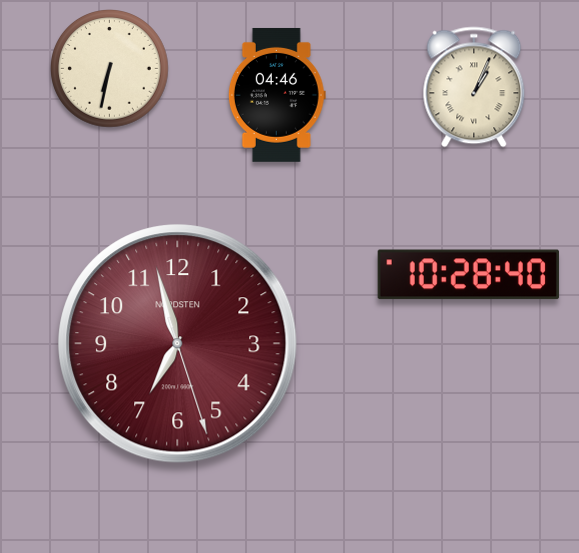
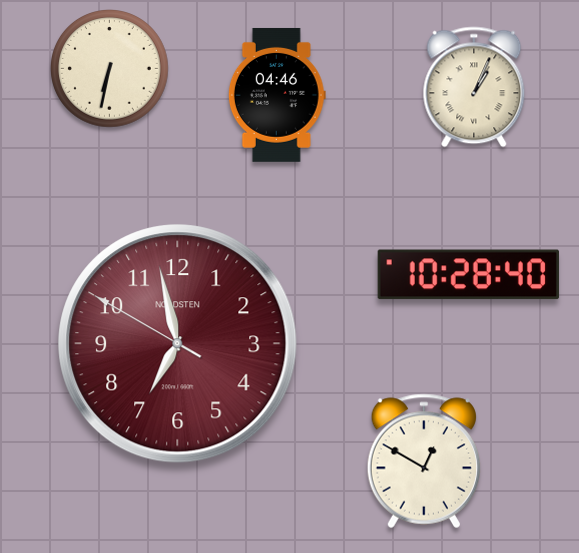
clock at (178, 344): 6:57:27 -> 6:57:50
clock at (424, 461): none -> 12:50
